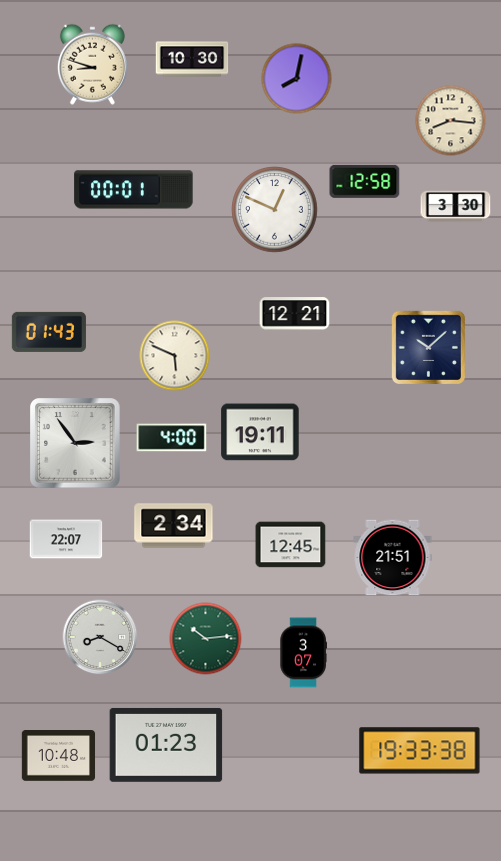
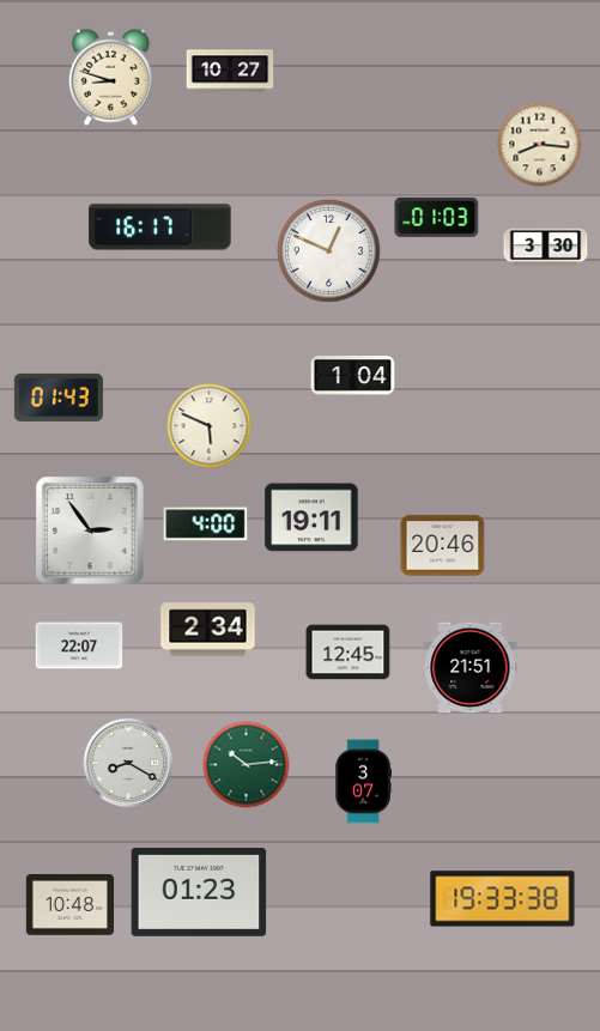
clock at (192, 59): 10:30 -> 10:27
clock at (297, 79): 8:02 -> none
clock at (365, 181): 12:58 -> 01:03
clock at (134, 190): 00:01 -> 16:17
clock at (295, 314): 12:21 -> 1:04
clock at (428, 347): 10:08 -> none
clock at (443, 546): none -> 20:46
clock at (100, 637) position: (100, 637) -> (128, 763)
